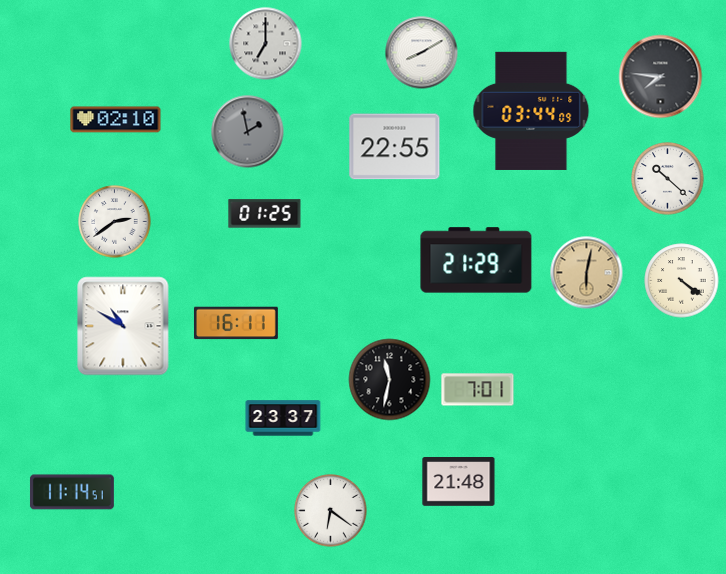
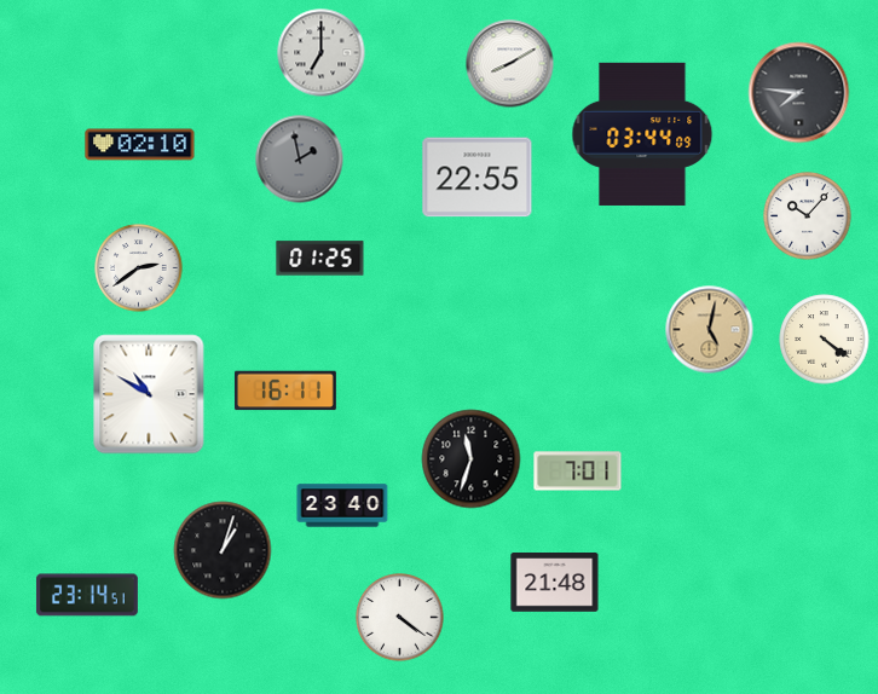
clock at (668, 179): 10:22 -> 10:07
clock at (476, 260): 21:29 -> none
clock at (587, 273): 6:02 -> 5:02
clock at (390, 380): 11:32 -> 11:33
clock at (283, 418): 23:37 -> 23:40
clock at (223, 550): none -> 1:03
clock at (72, 492): 11:14 -> 23:14
clock at (331, 511): 6:21 -> 4:21
